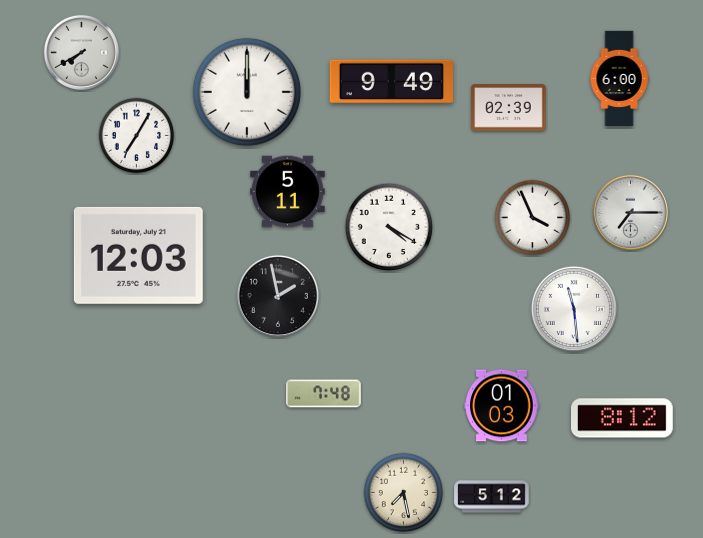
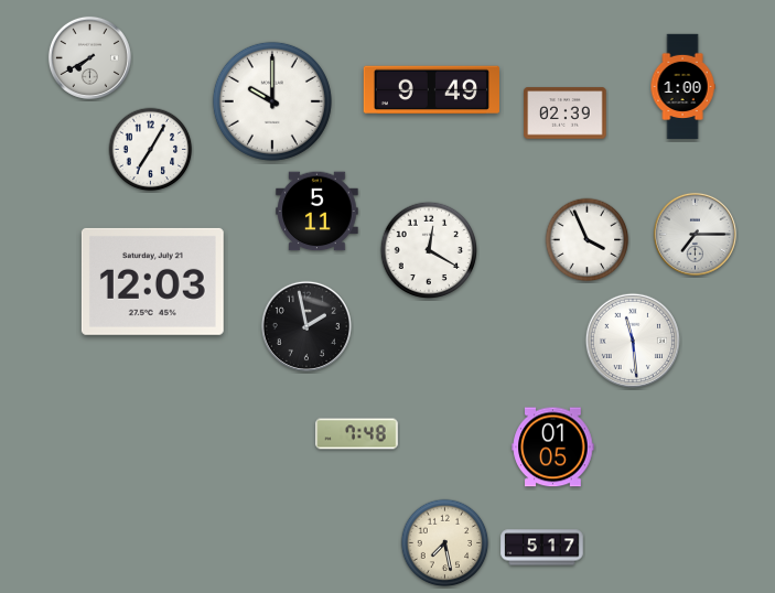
clock at (619, 79): 6:00 -> 1:00
clock at (247, 92): 12:00 -> 10:00
clock at (509, 108) position: (509, 108) -> (566, 114)
clock at (389, 227): 4:20 -> 12:20
clock at (502, 406): 01:03 -> 01:05
clock at (623, 418): 8:12 -> none
clock at (492, 497): 5:12 -> 5:17
